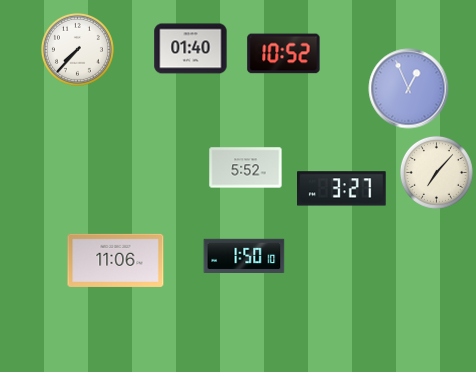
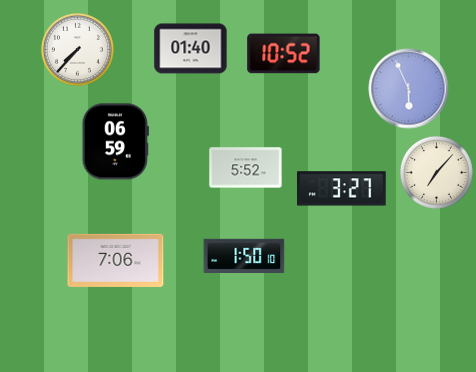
clock at (409, 89): 12:56 -> 5:56
clock at (115, 142): none -> 06:59
clock at (116, 260): 11:06 -> 7:06
